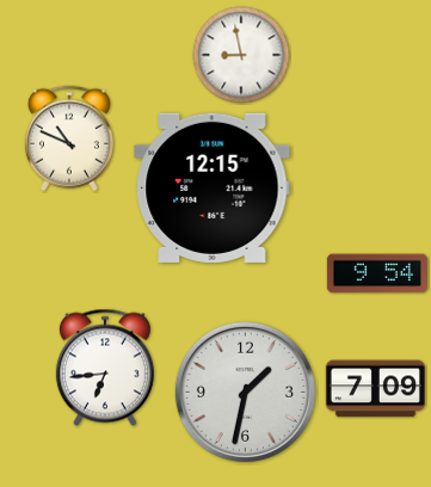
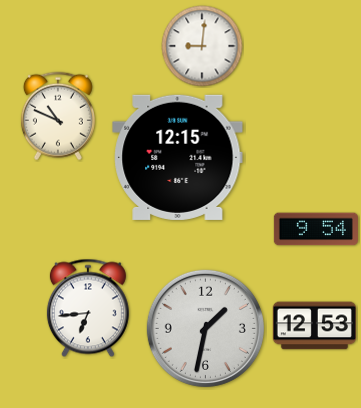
clock at (241, 55): 8:58 -> 9:01
clock at (375, 389): 7:09 -> 12:53
